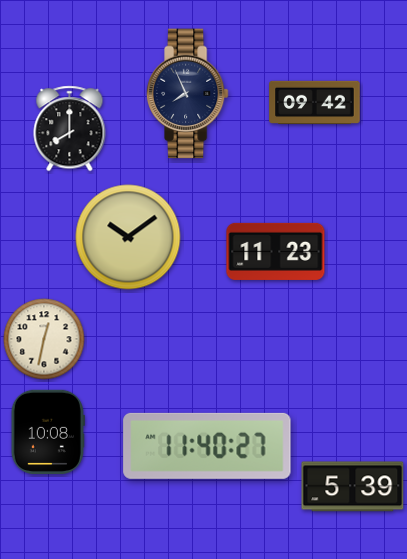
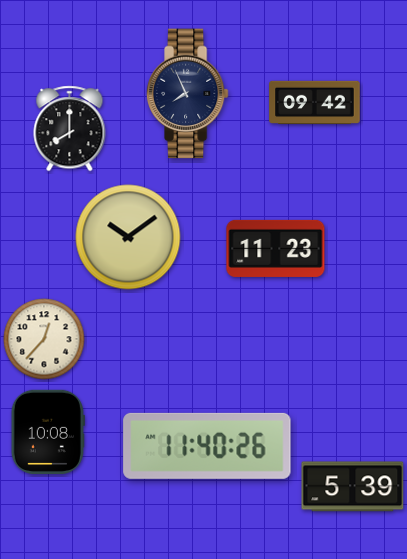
clock at (276, 251) position: (276, 251) -> (276, 248)
clock at (44, 339): 12:32 -> 12:37
clock at (207, 446): 11:40:27 -> 11:40:26
